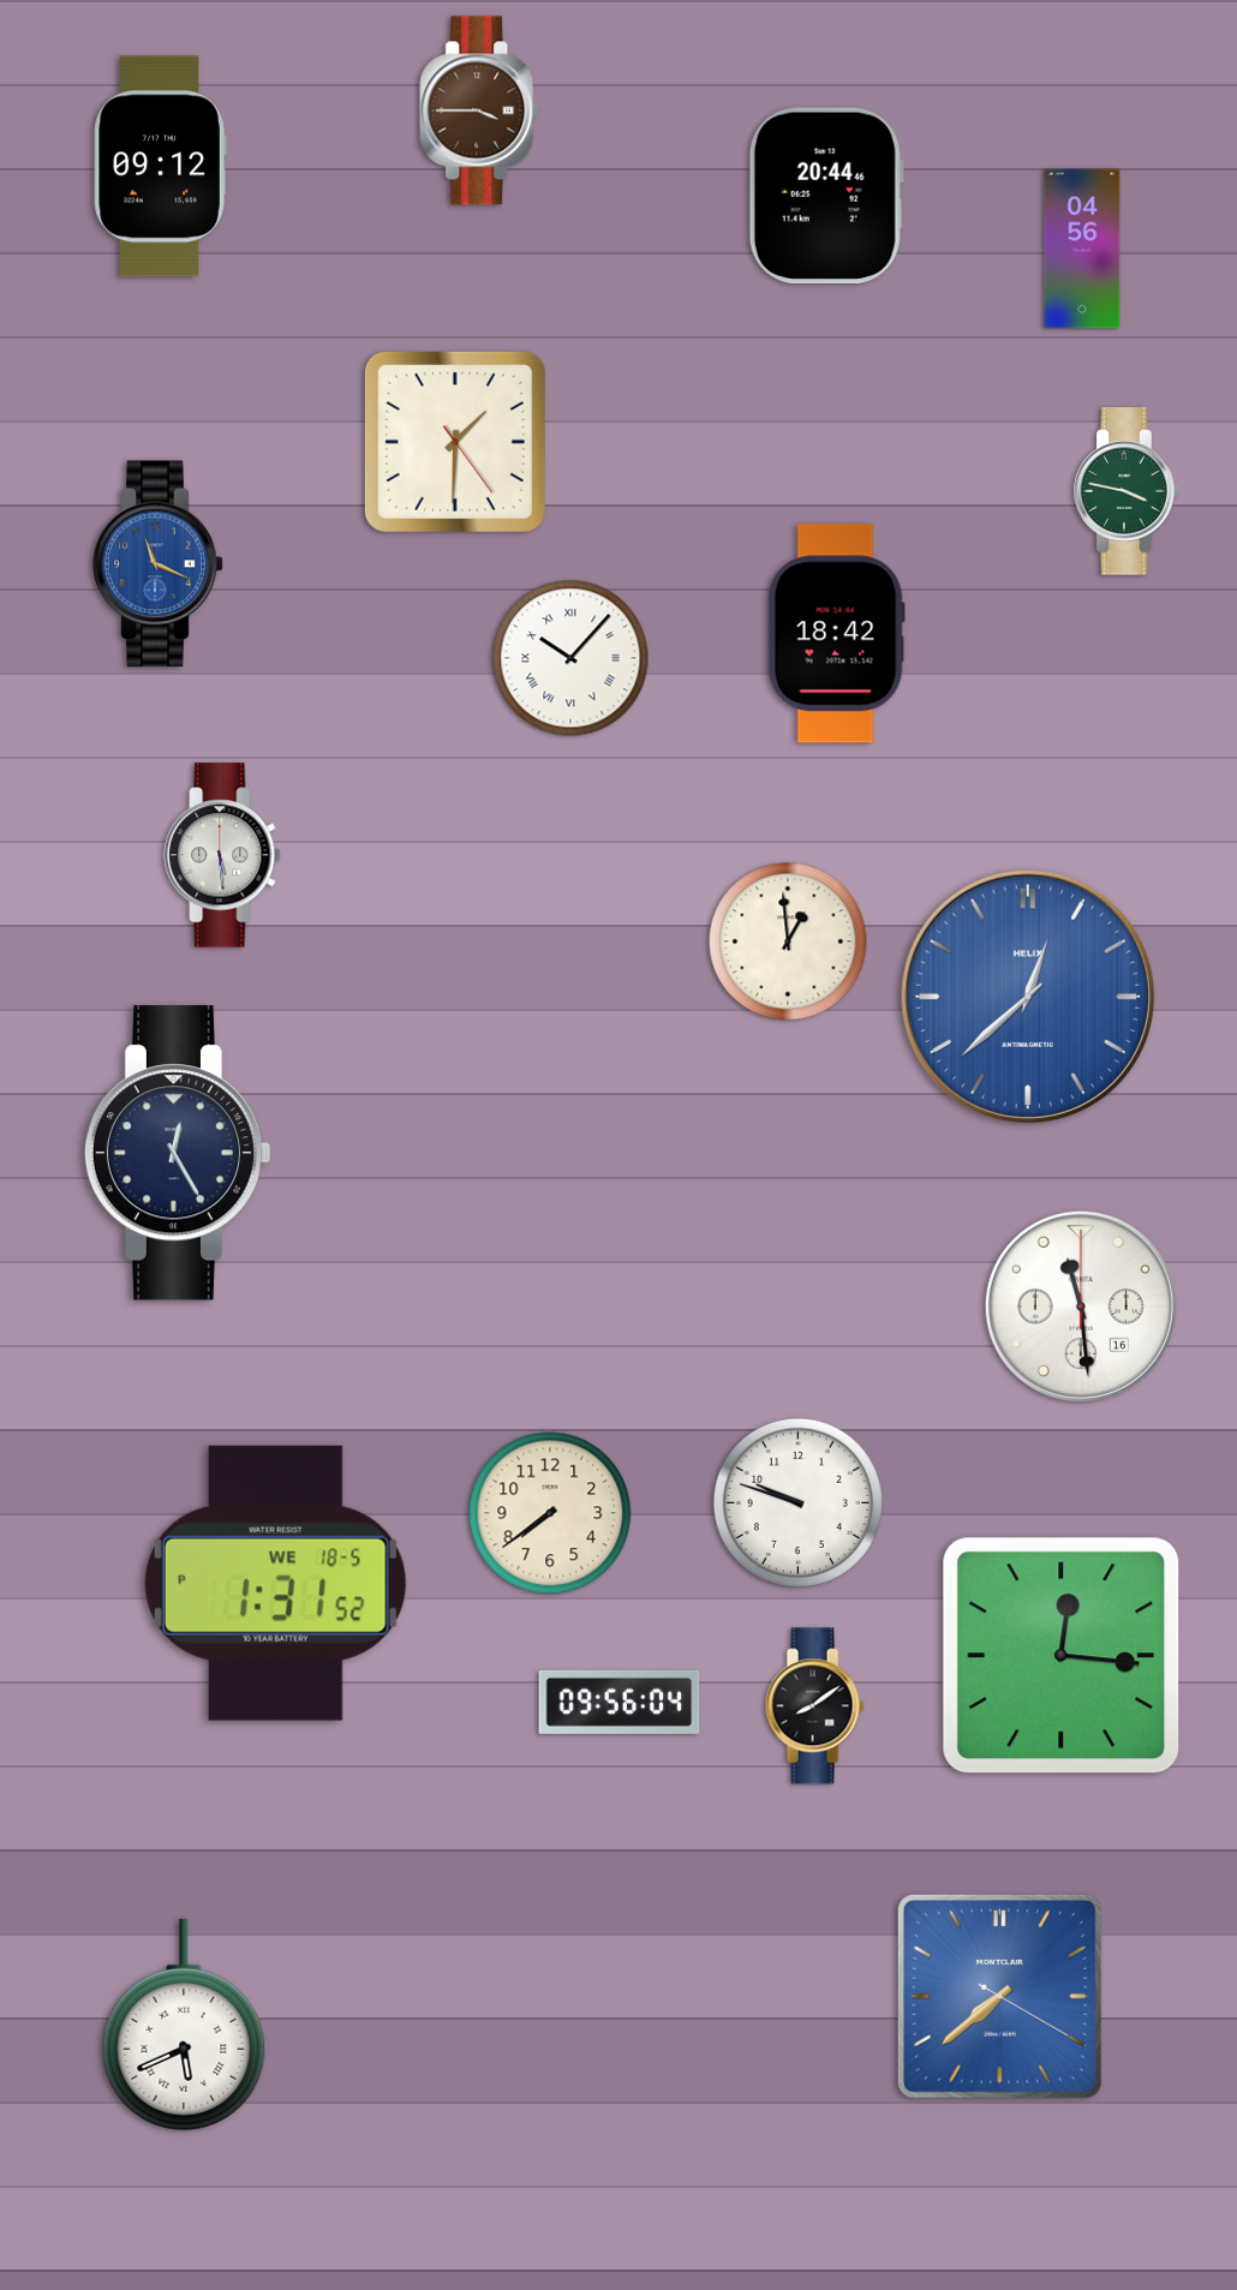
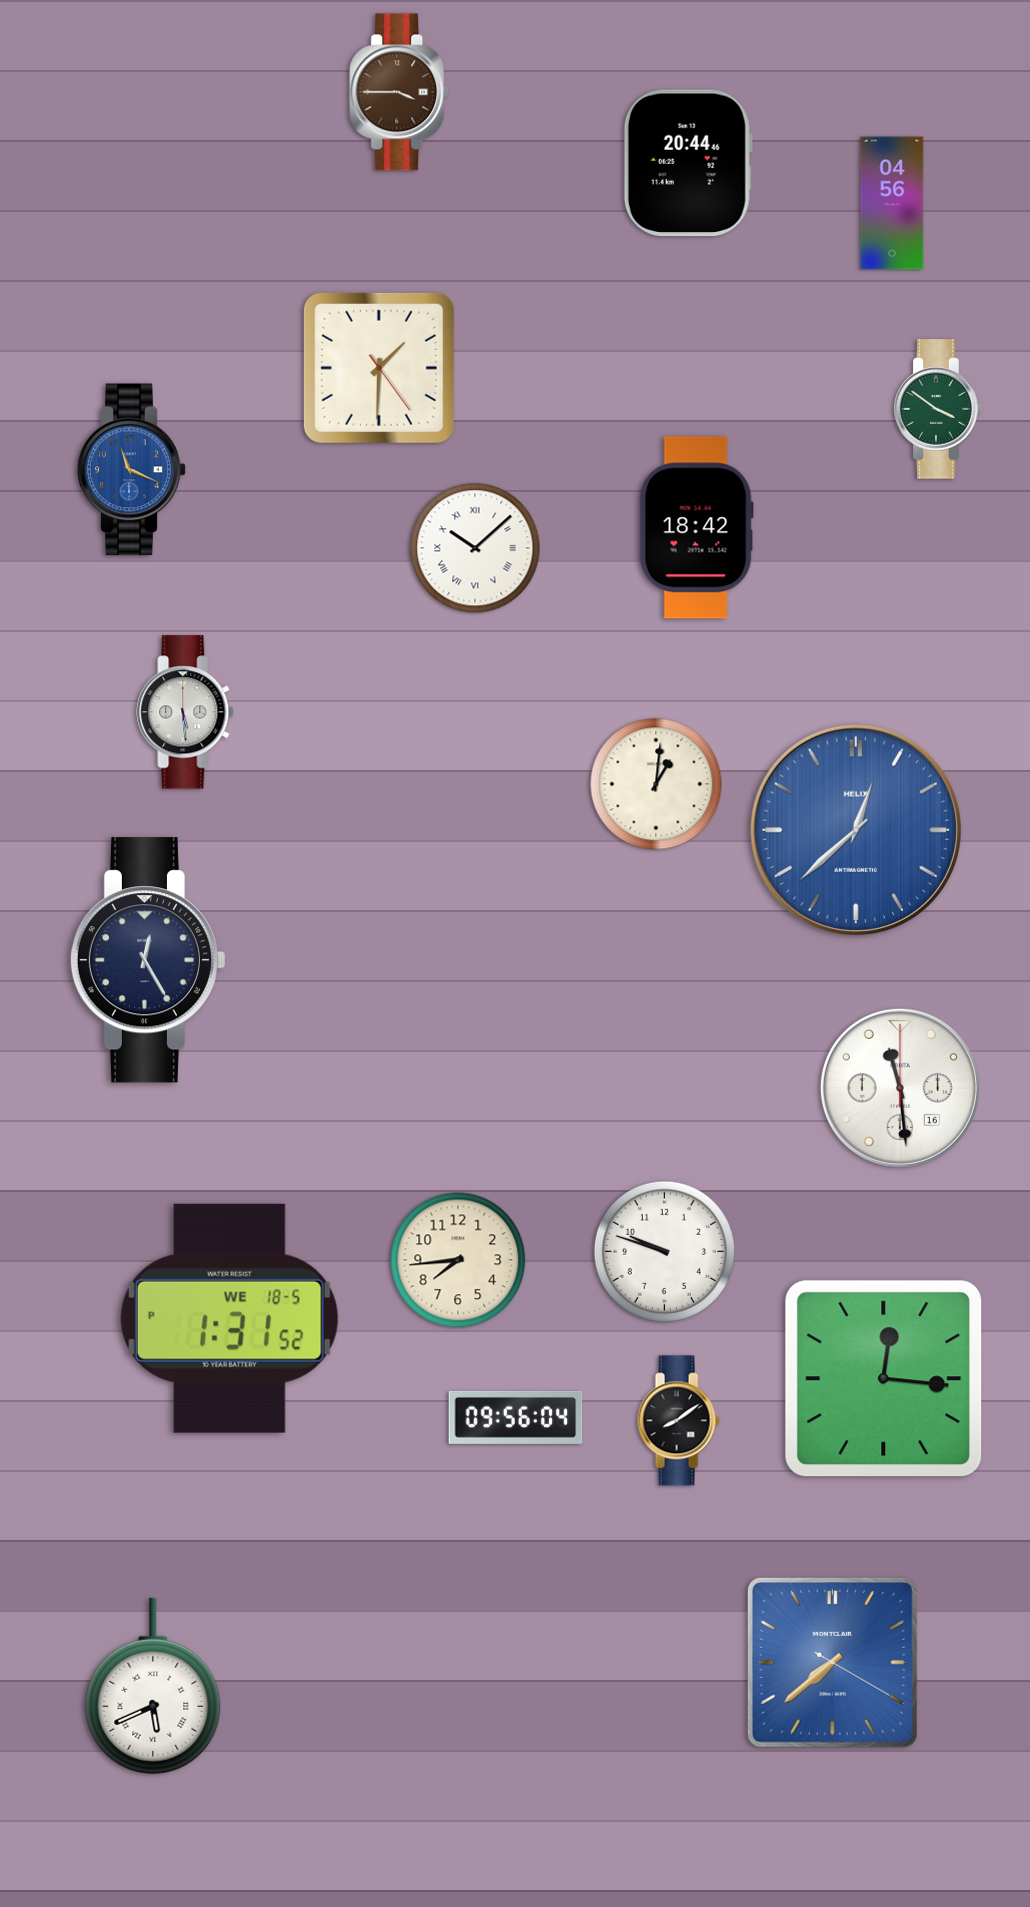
clock at (160, 167): 09:12 -> none
clock at (1082, 249) position: (1082, 249) -> (892, 203)
clock at (1127, 491): 3:47 -> 3:51
clock at (570, 658): 10:07 -> 10:08
clock at (788, 941): 12:59 -> 1:01
clock at (550, 1513): 7:39 -> 7:44
